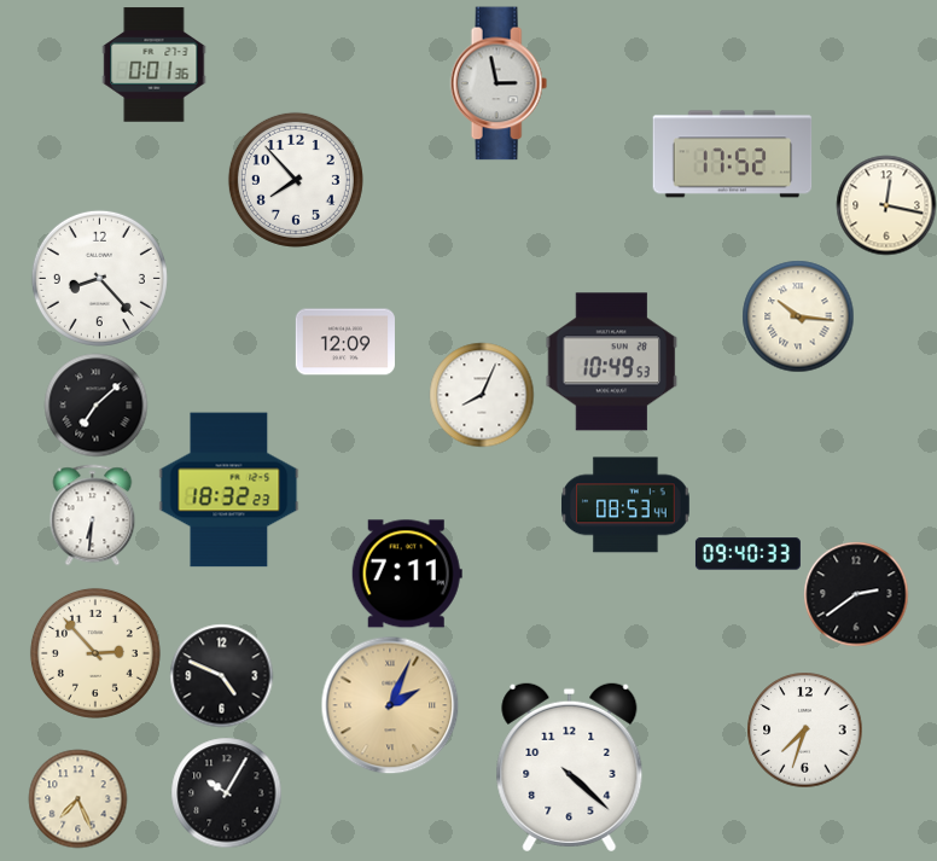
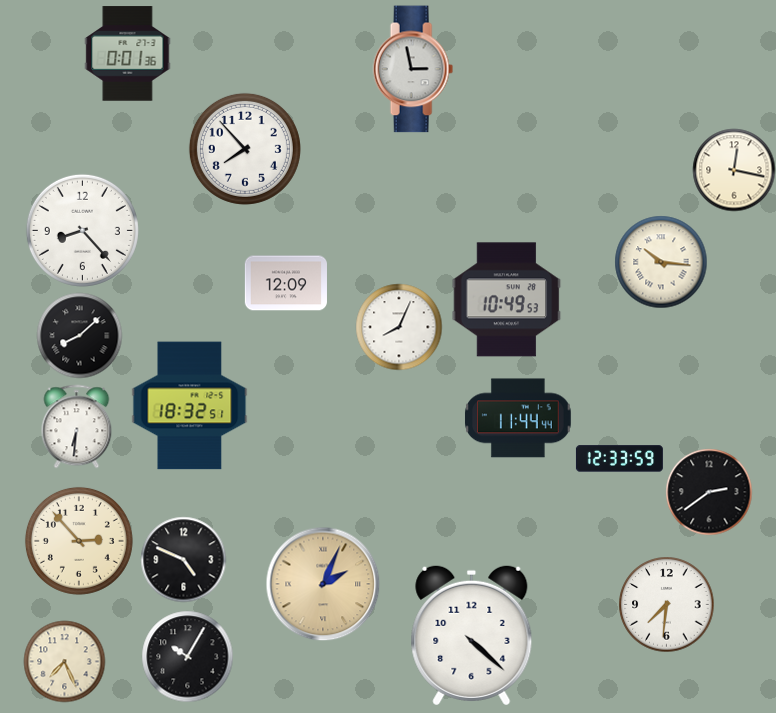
clock at (733, 155): 17:52 -> none
clock at (95, 405): 7:08 -> 8:08
clock at (229, 490): 18:32:23 -> 18:32:51
clock at (627, 505): 08:53 -> 11:44
clock at (747, 554): 09:40 -> 12:33
clock at (407, 574): 7:11 -> none
clock at (804, 729): 7:33 -> 7:31
